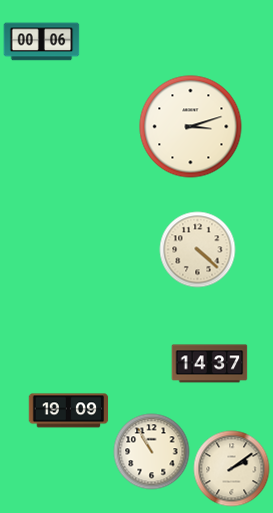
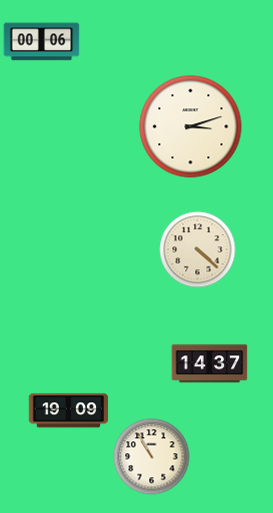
clock at (152, 452) position: (152, 452) -> (152, 457)
clock at (232, 469): 2:09 -> none
